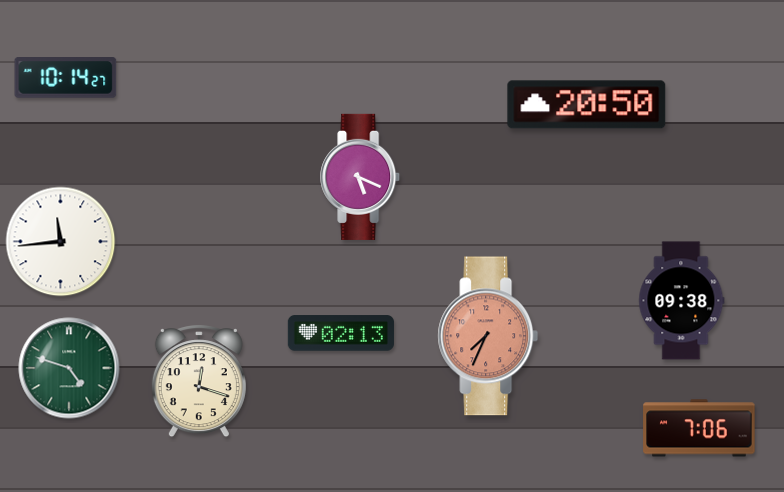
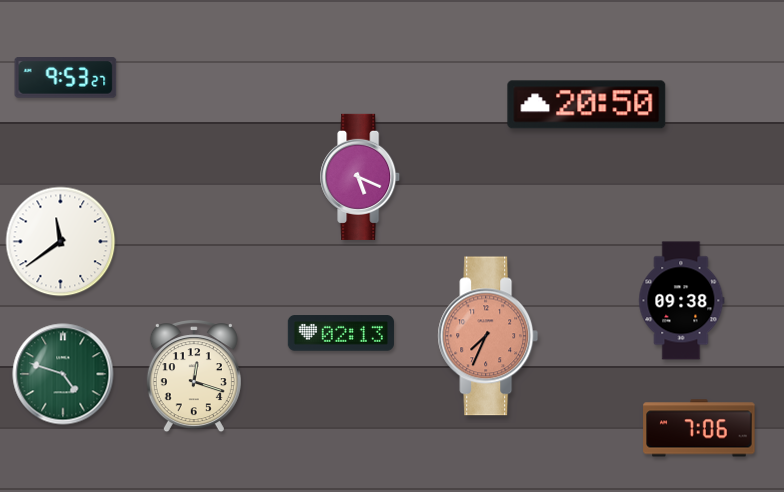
clock at (66, 78): 10:14 -> 9:53
clock at (61, 242): 11:44 -> 11:39
clock at (69, 368) position: (69, 368) -> (63, 374)
clock at (199, 382) position: (199, 382) -> (194, 377)
